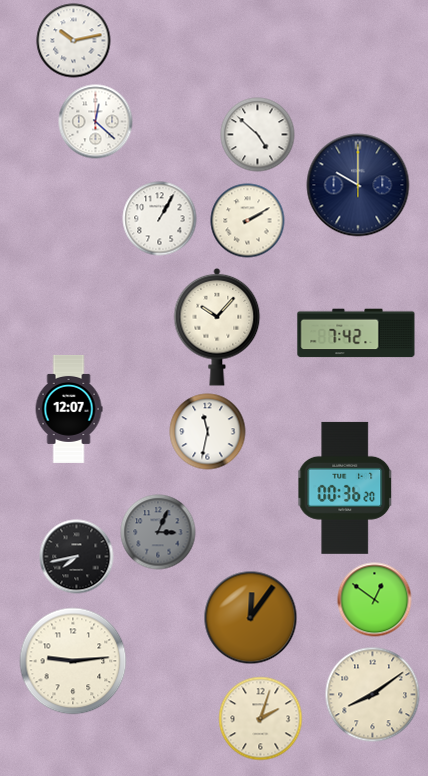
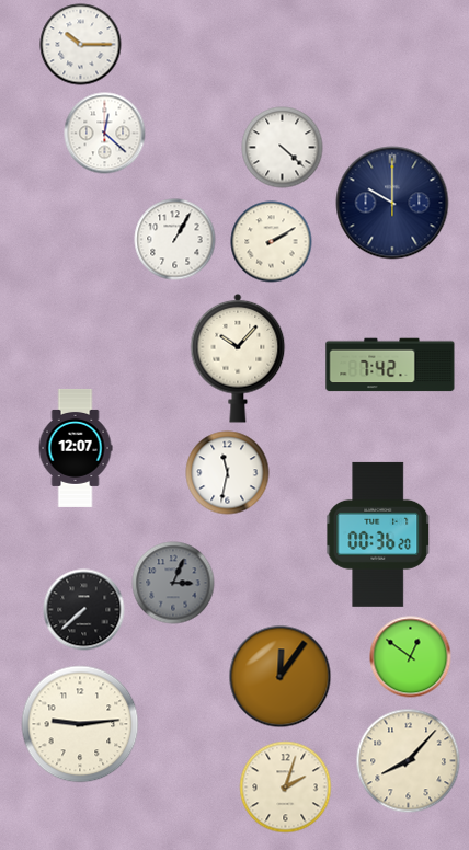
clock at (74, 41): 10:13 -> 10:15
clock at (258, 135): 4:52 -> 4:22
clock at (77, 557): 7:43 -> 7:38
clock at (251, 618) position: (251, 618) -> (281, 677)
clock at (373, 695): 8:09 -> 8:07
